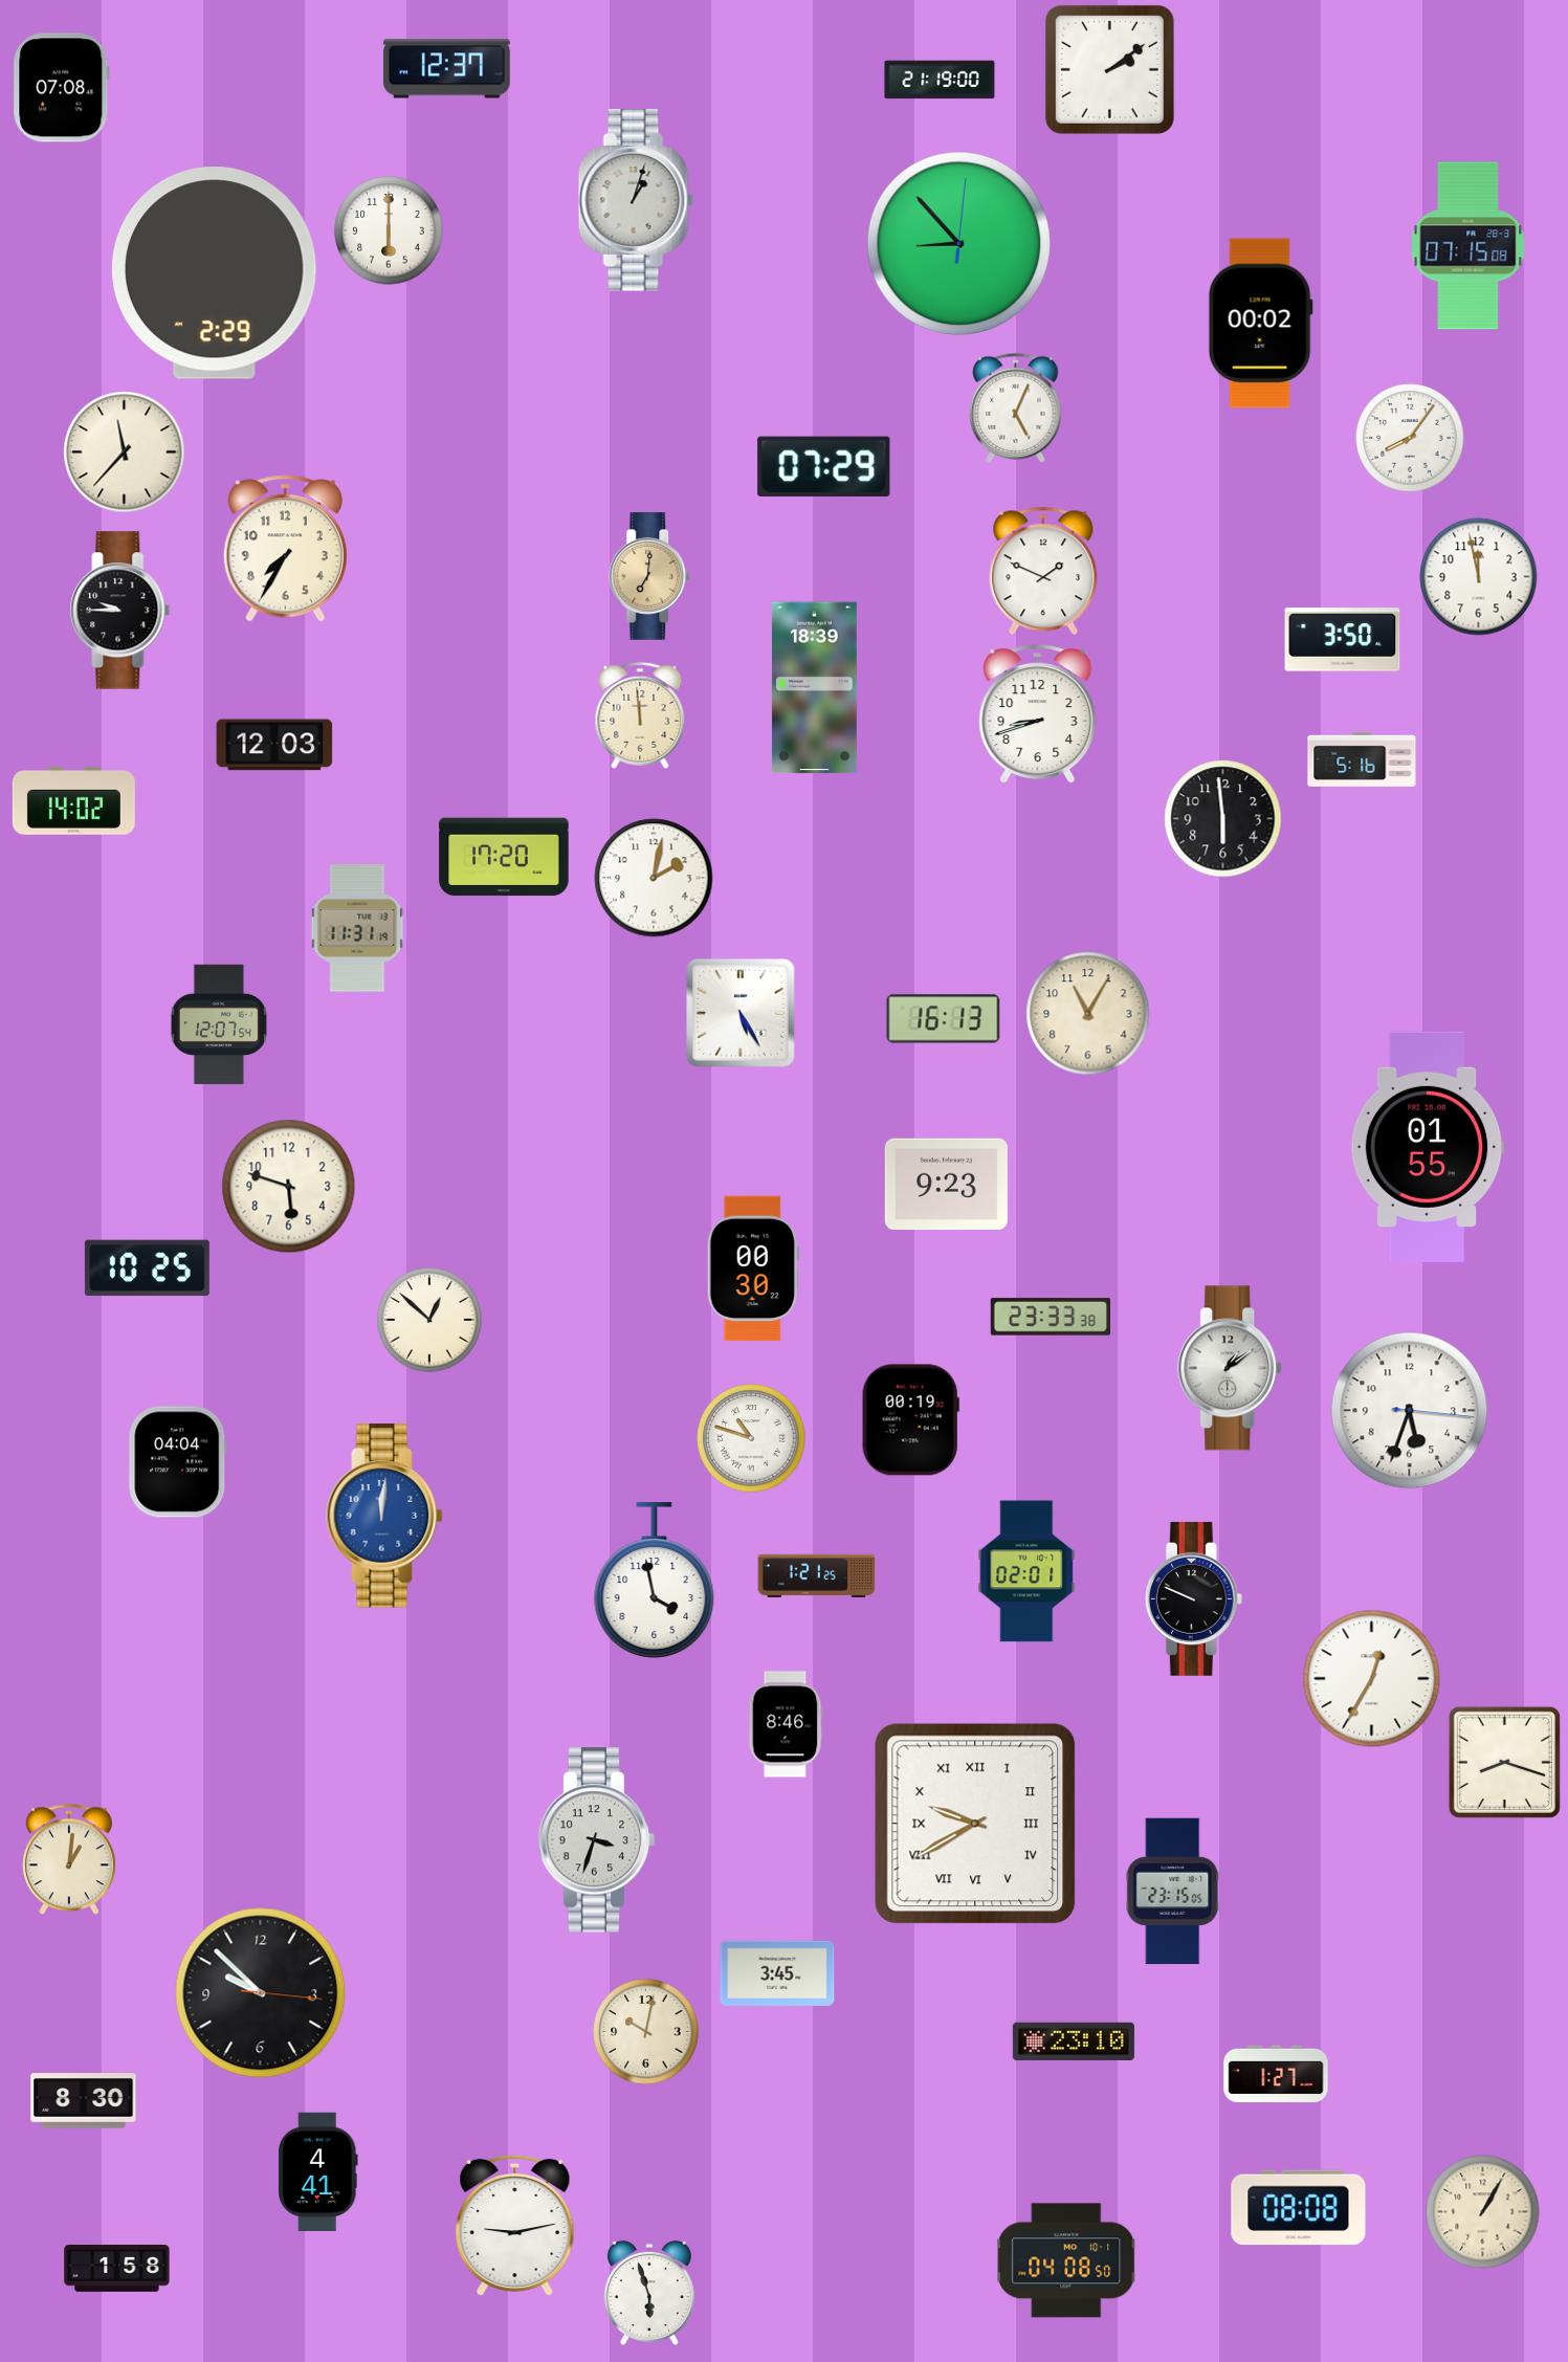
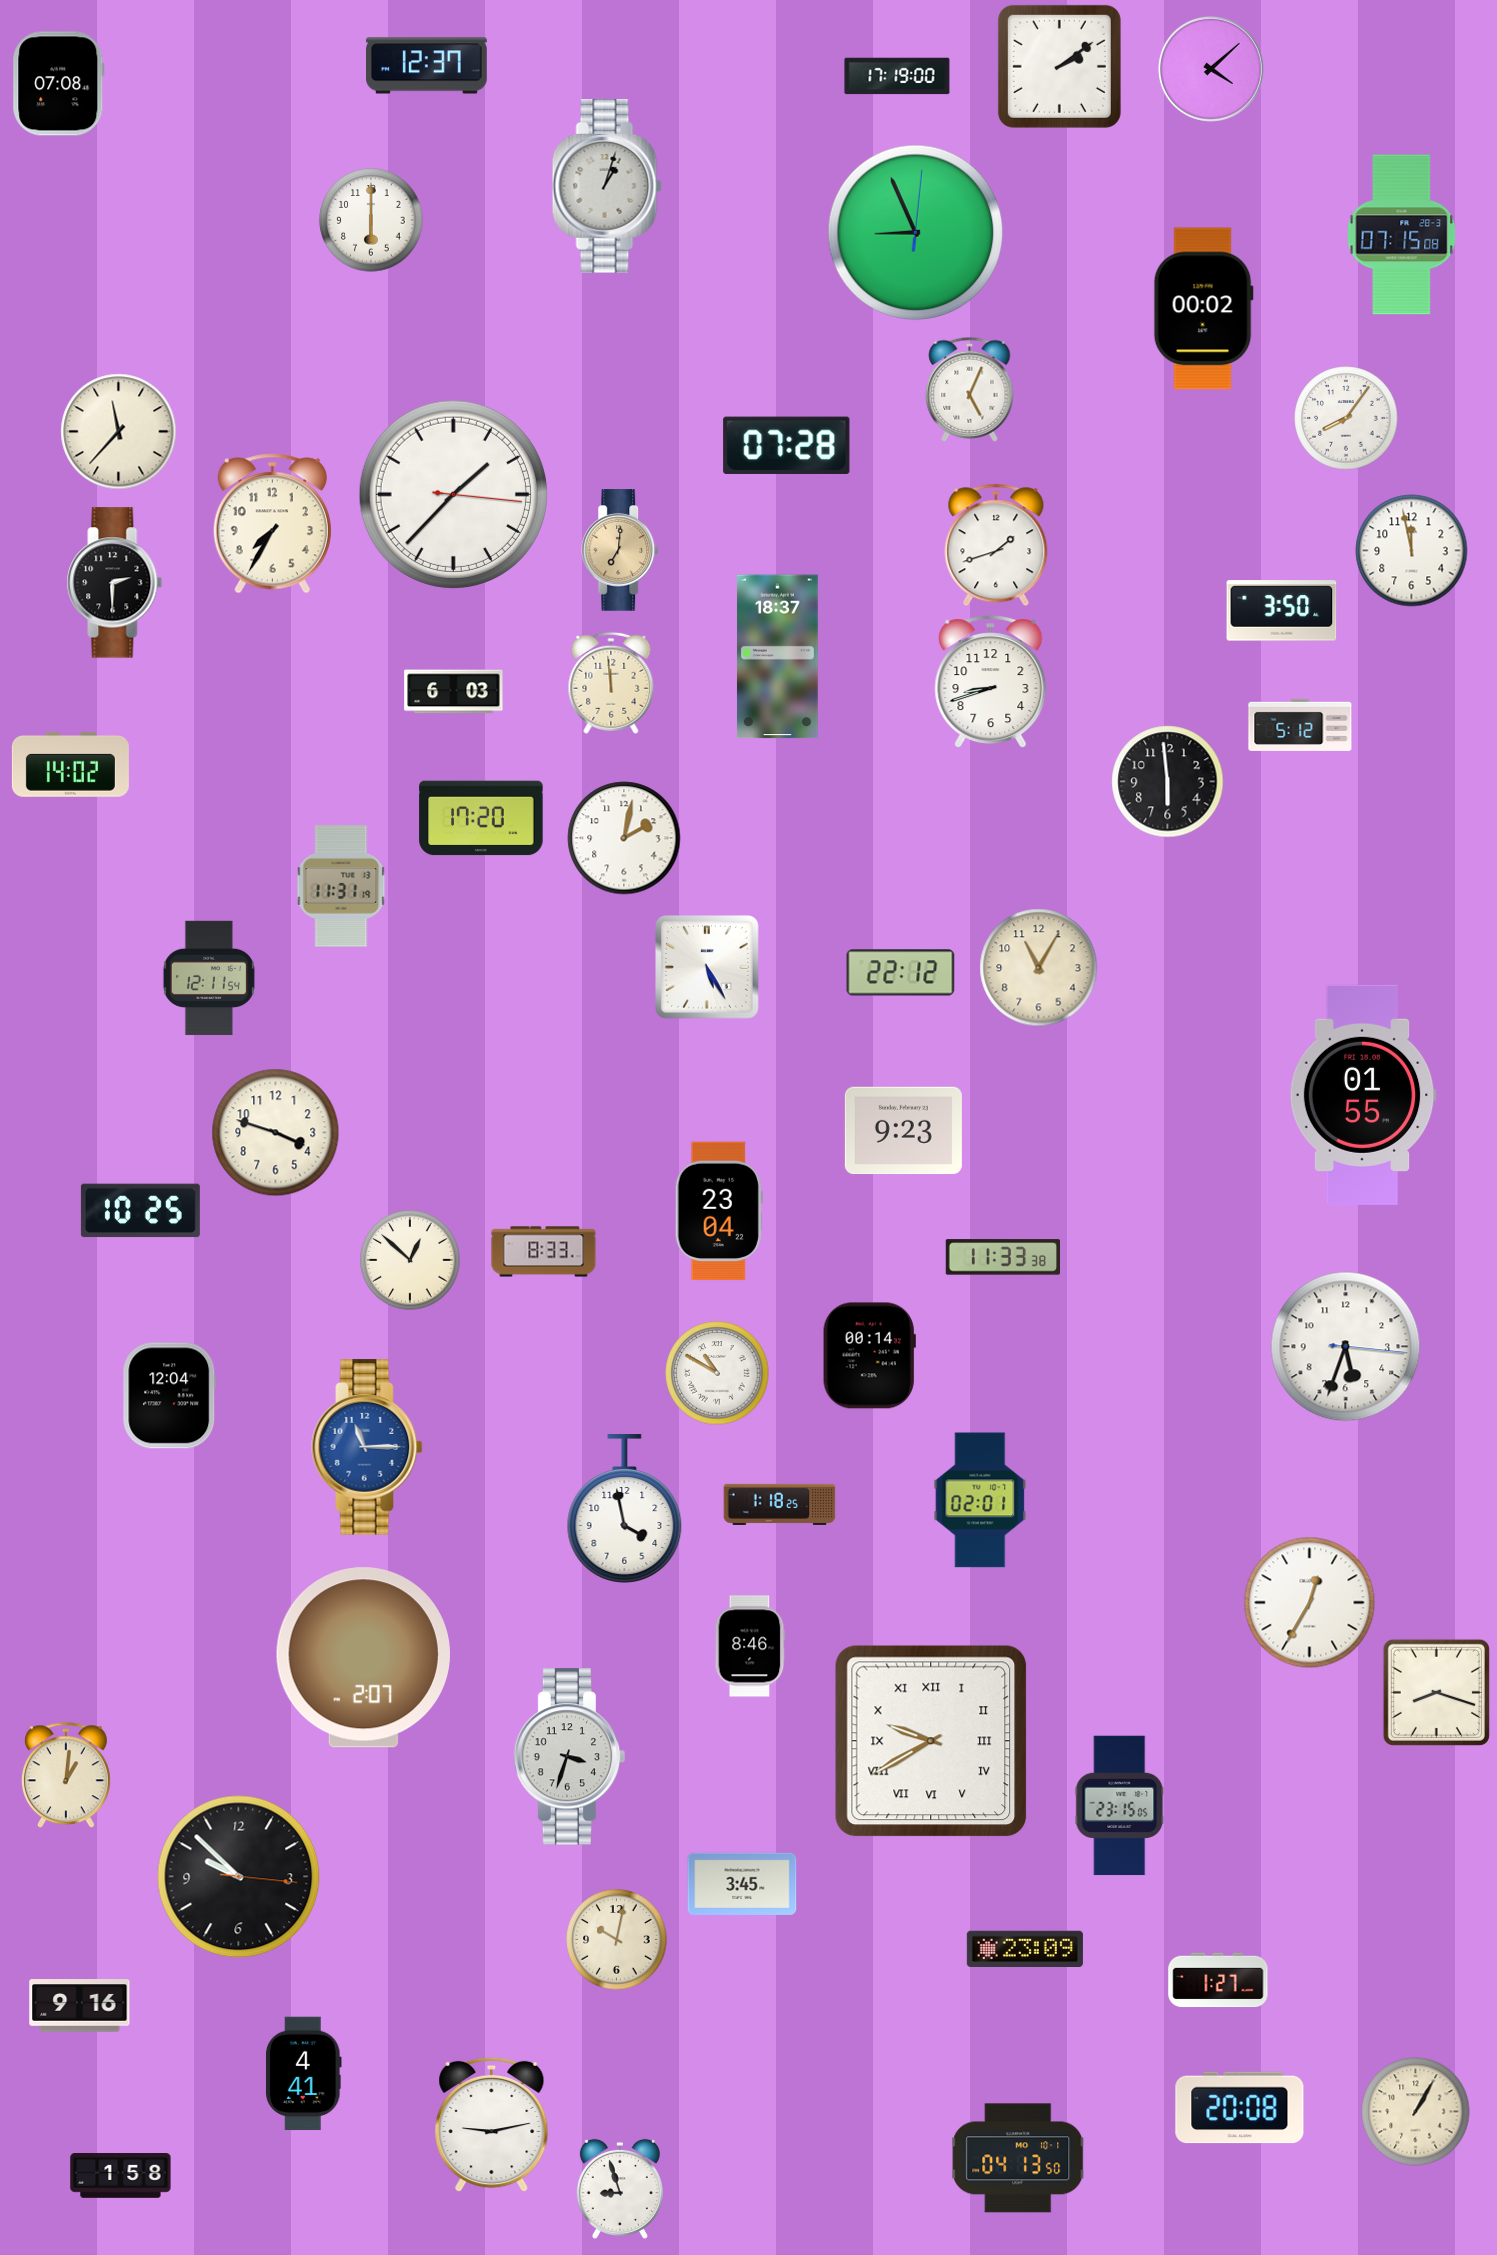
clock at (1211, 69): none -> 4:08
clock at (940, 80): 21:19 -> 17:19
clock at (636, 201) position: (636, 201) -> (607, 187)
clock at (959, 244): 8:53 -> 8:56
clock at (214, 273): 2:29 -> none
clock at (824, 466): 07:29 -> 07:28
clock at (453, 494): none -> 1:37
clock at (1043, 571): 1:49 -> 1:42
clock at (120, 611): 9:45 -> 2:30
clock at (814, 688): 18:39 -> 18:37
clock at (454, 692): none -> 6:03
clock at (274, 745): 12:03 -> none
clock at (1362, 759): 5:16 -> 5:12
clock at (944, 1019): 16:13 -> 22:12
clock at (219, 1024): 12:07 -> 12:11
clock at (289, 1187): 5:48 -> 3:48
clock at (753, 1268): 00:30 -> 23:04
clock at (544, 1252): none -> 8:33
clock at (1050, 1317): 23:33 -> 11:33
clock at (1231, 1368): 1:09 -> none
clock at (910, 1420): 00:19 -> 00:14
clock at (751, 1438): 10:48 -> 10:50
clock at (178, 1462): 04:04 -> 12:04
clock at (384, 1516): 12:01 -> 11:15
clock at (817, 1575): 1:21 -> 1:18
clock at (1193, 1598): 9:49 -> none
clock at (363, 1658): none -> 2:07
clock at (1504, 1762) position: (1504, 1762) -> (1436, 1692)
clock at (261, 1993) position: (261, 1993) -> (239, 1877)
clock at (1074, 2040): 23:10 -> 23:09
clock at (84, 2101): 8:30 -> 9:16
clock at (1299, 2208): 08:08 -> 20:08
clock at (1067, 2260): 04:08 -> 04:13
clock at (117, 2269) position: (117, 2269) -> (121, 2176)
clock at (649, 2292): 5:57 -> 8:57
